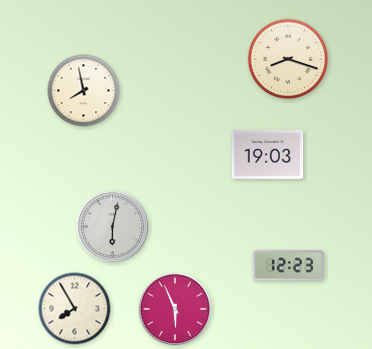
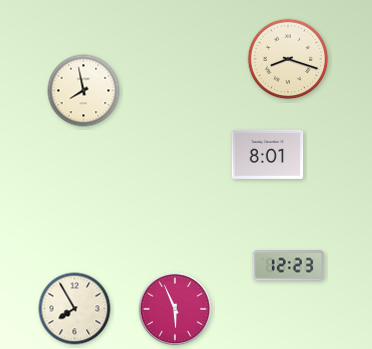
clock at (268, 154): 19:03 -> 8:01
clock at (113, 227): 6:02 -> none
